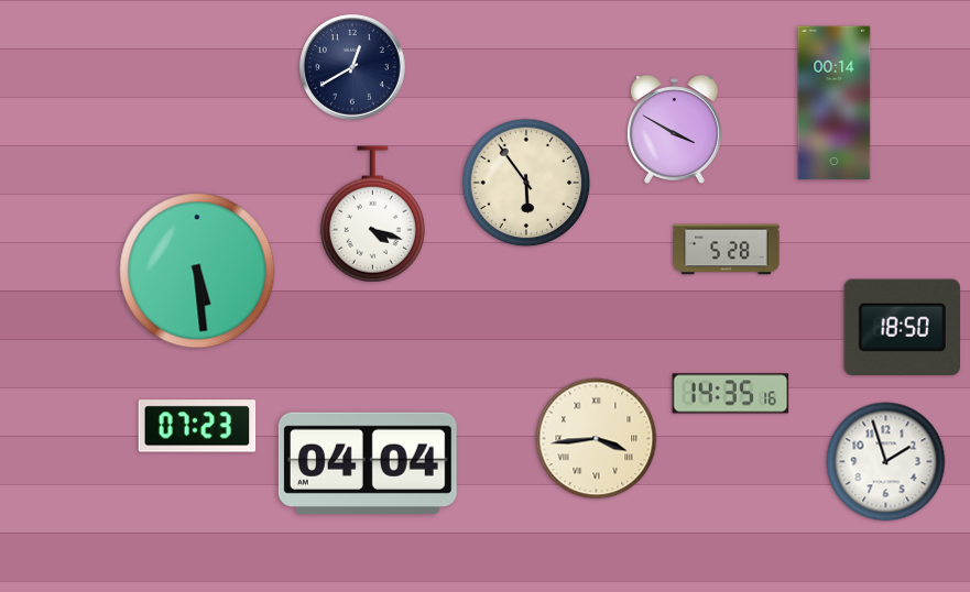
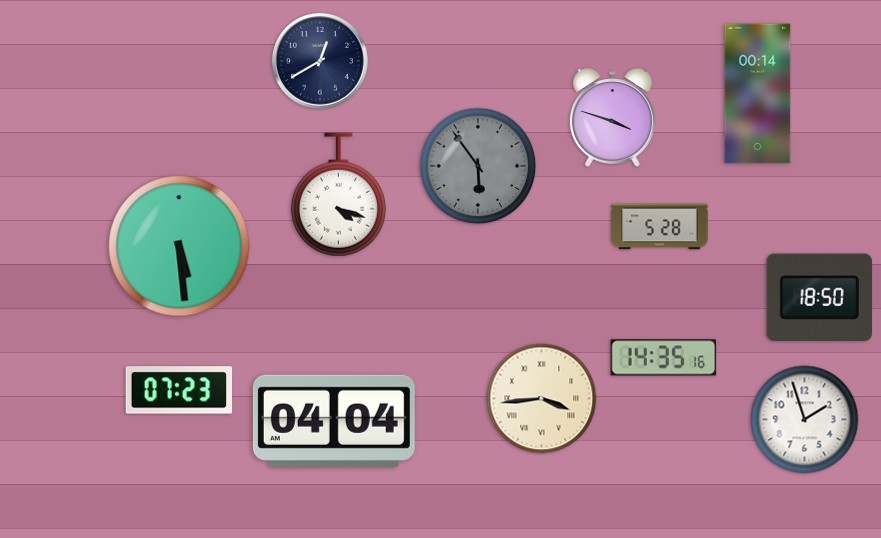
clock at (674, 130): 3:50 -> 3:48
clock at (526, 183) dial: cream -> grey
clock at (197, 426) position: (197, 426) -> (179, 390)
